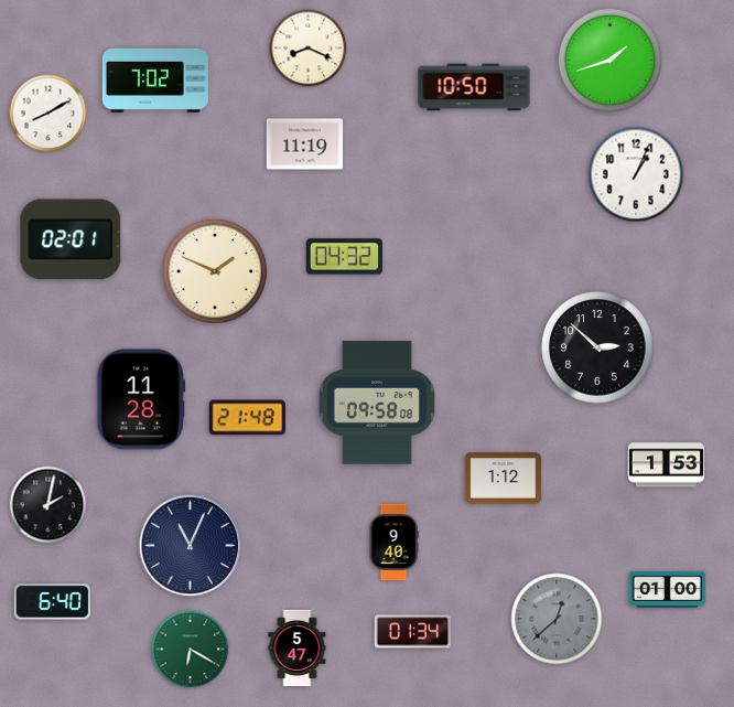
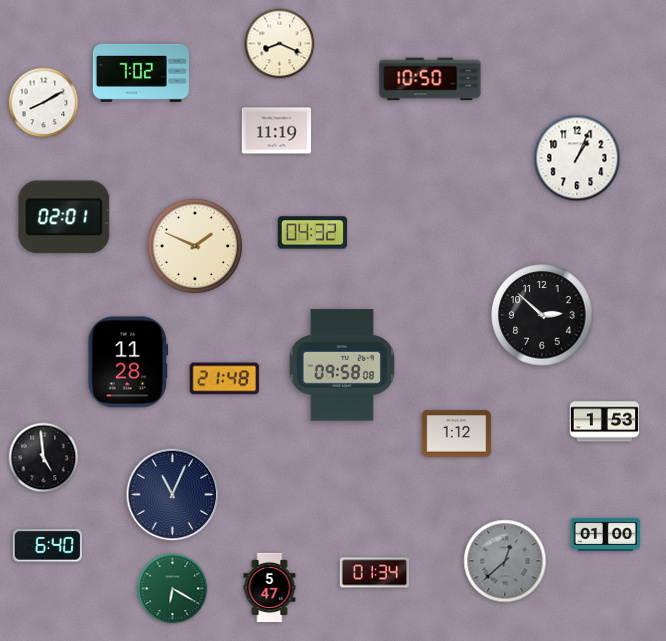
clock at (611, 61): 1:42 -> none
clock at (48, 505): 2:02 -> 4:59
clock at (393, 543): 9:40 -> none
